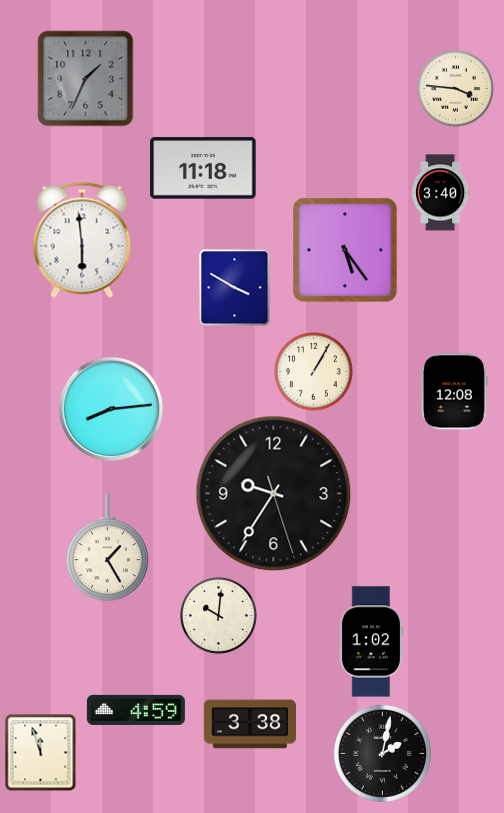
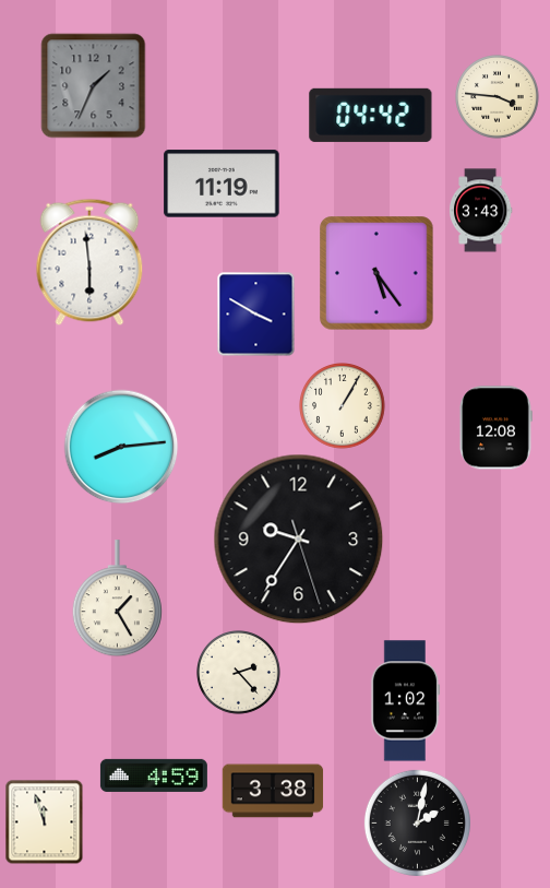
clock at (371, 115): none -> 04:42
clock at (203, 168): 11:18 -> 11:19
clock at (440, 193): 3:40 -> 3:43
clock at (219, 616): 10:01 -> 2:23
clock at (136, 710) position: (136, 710) -> (154, 775)
